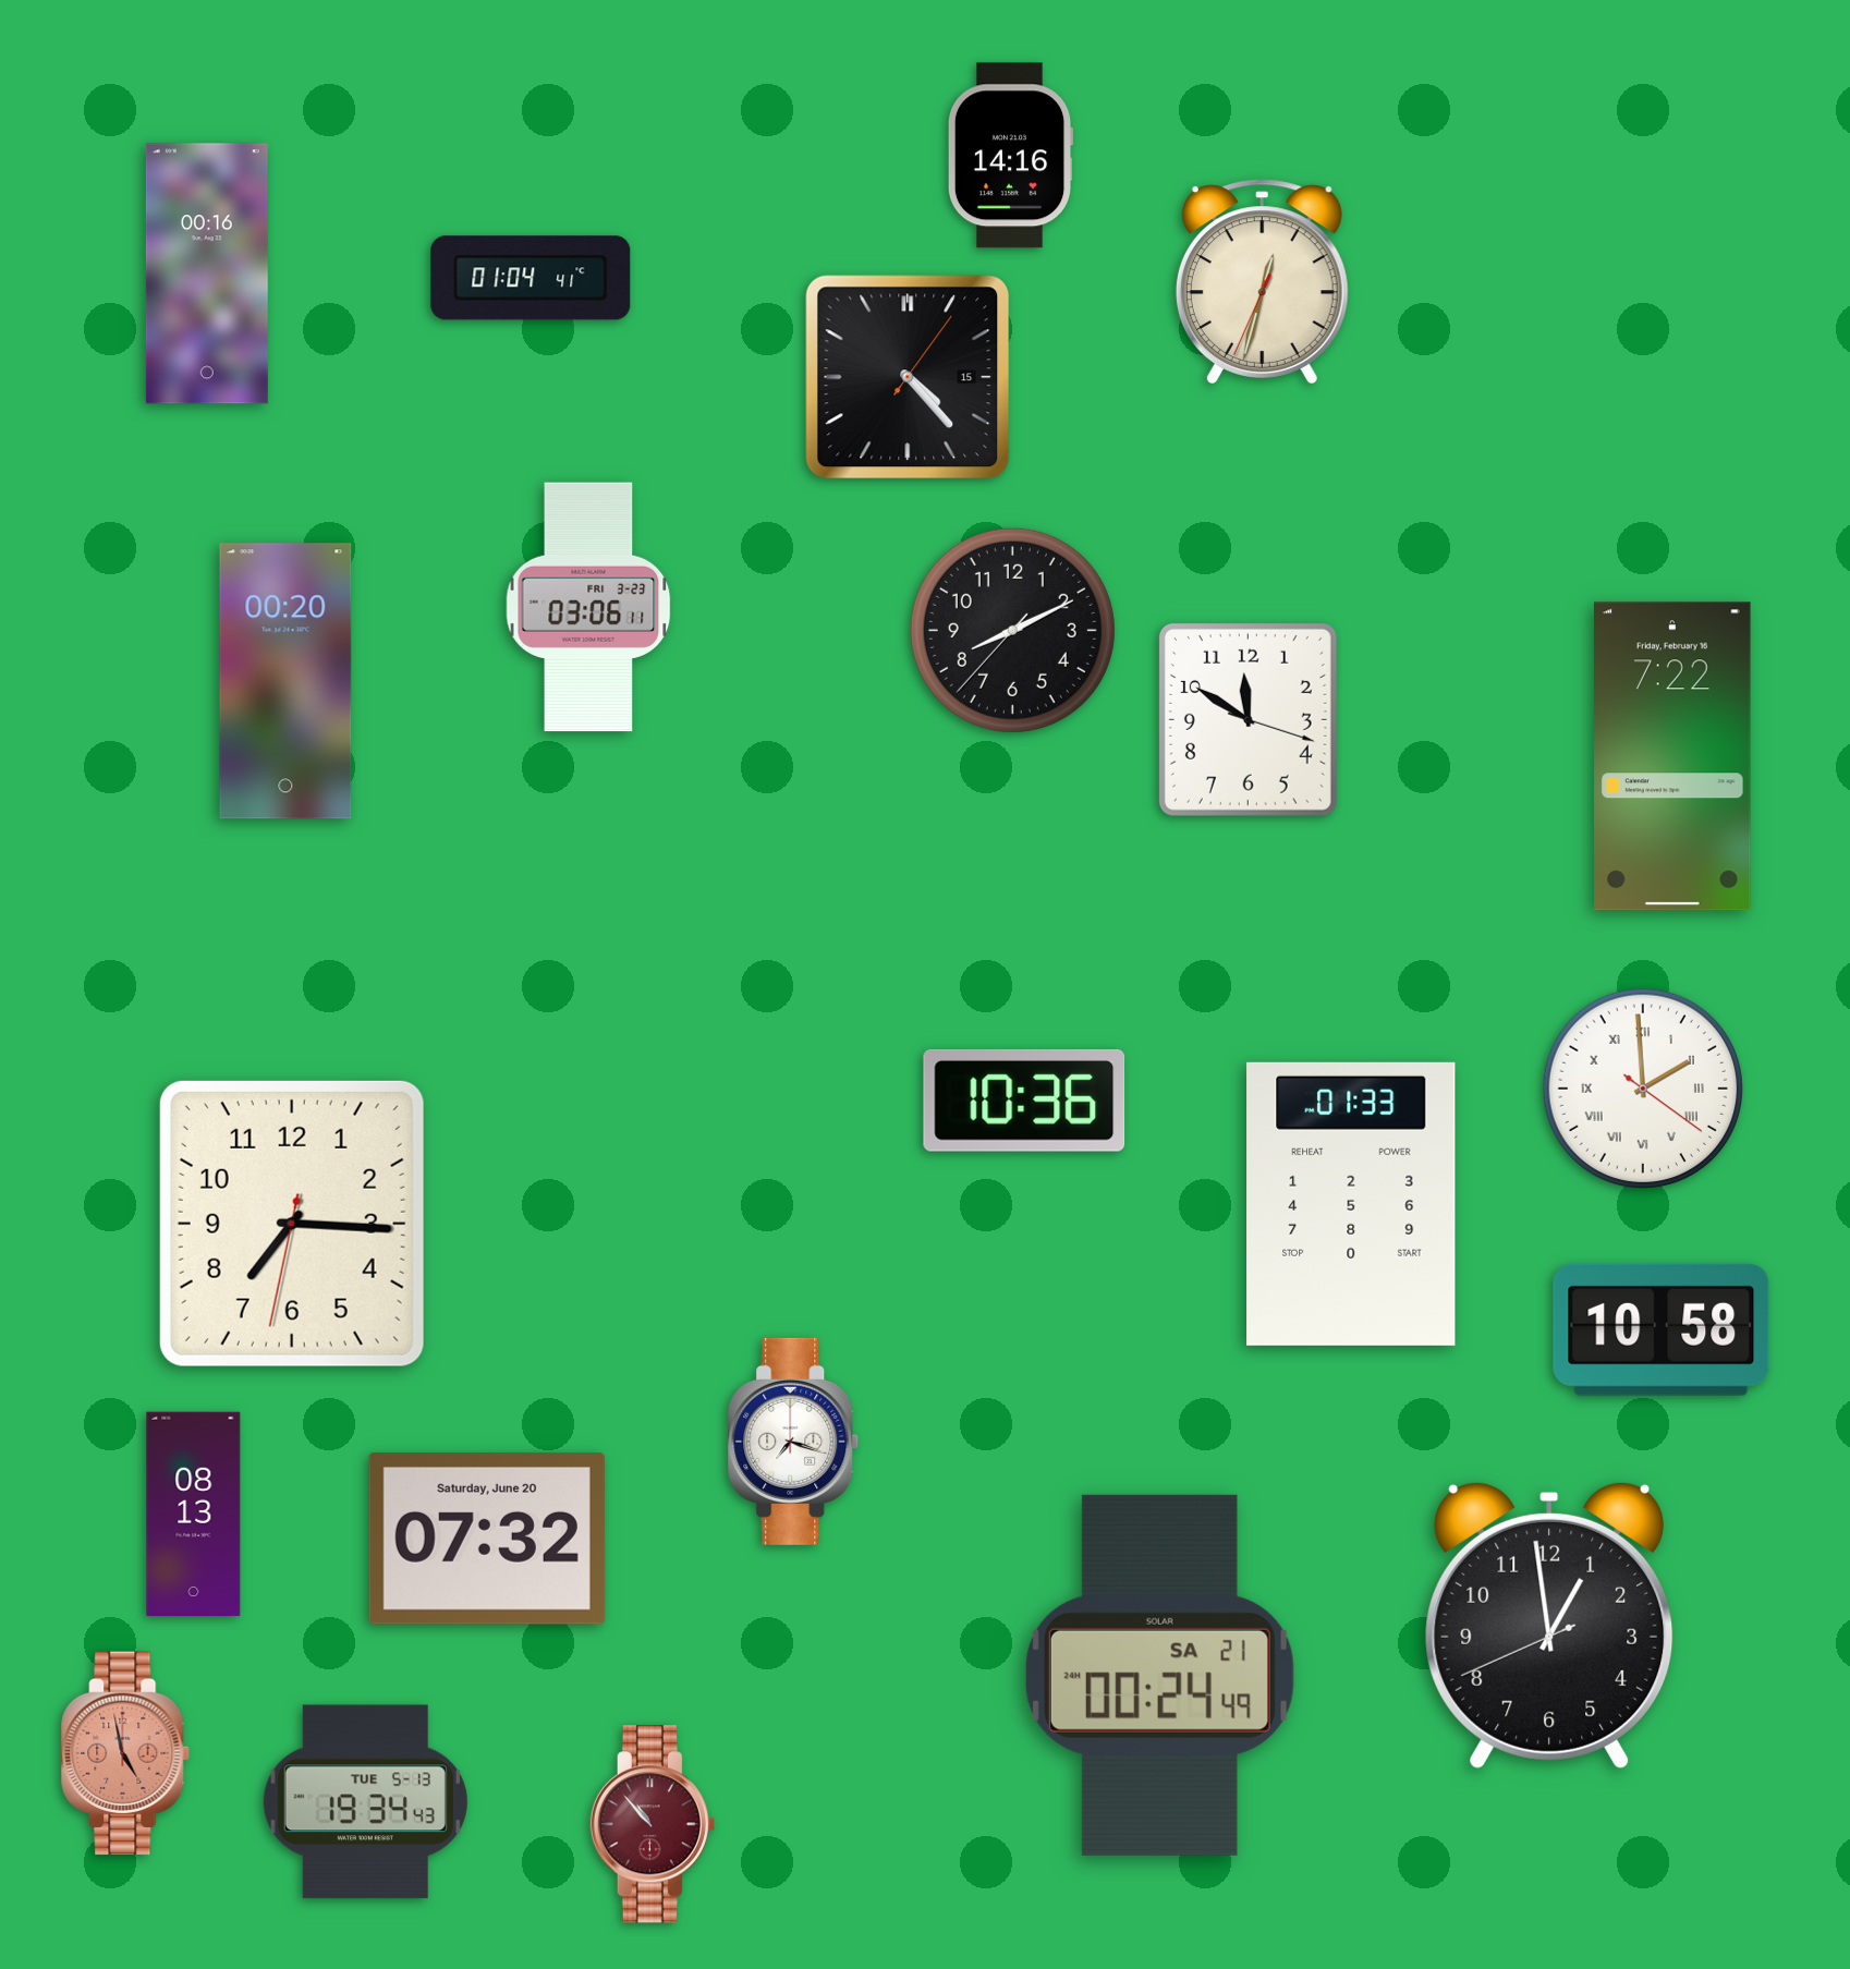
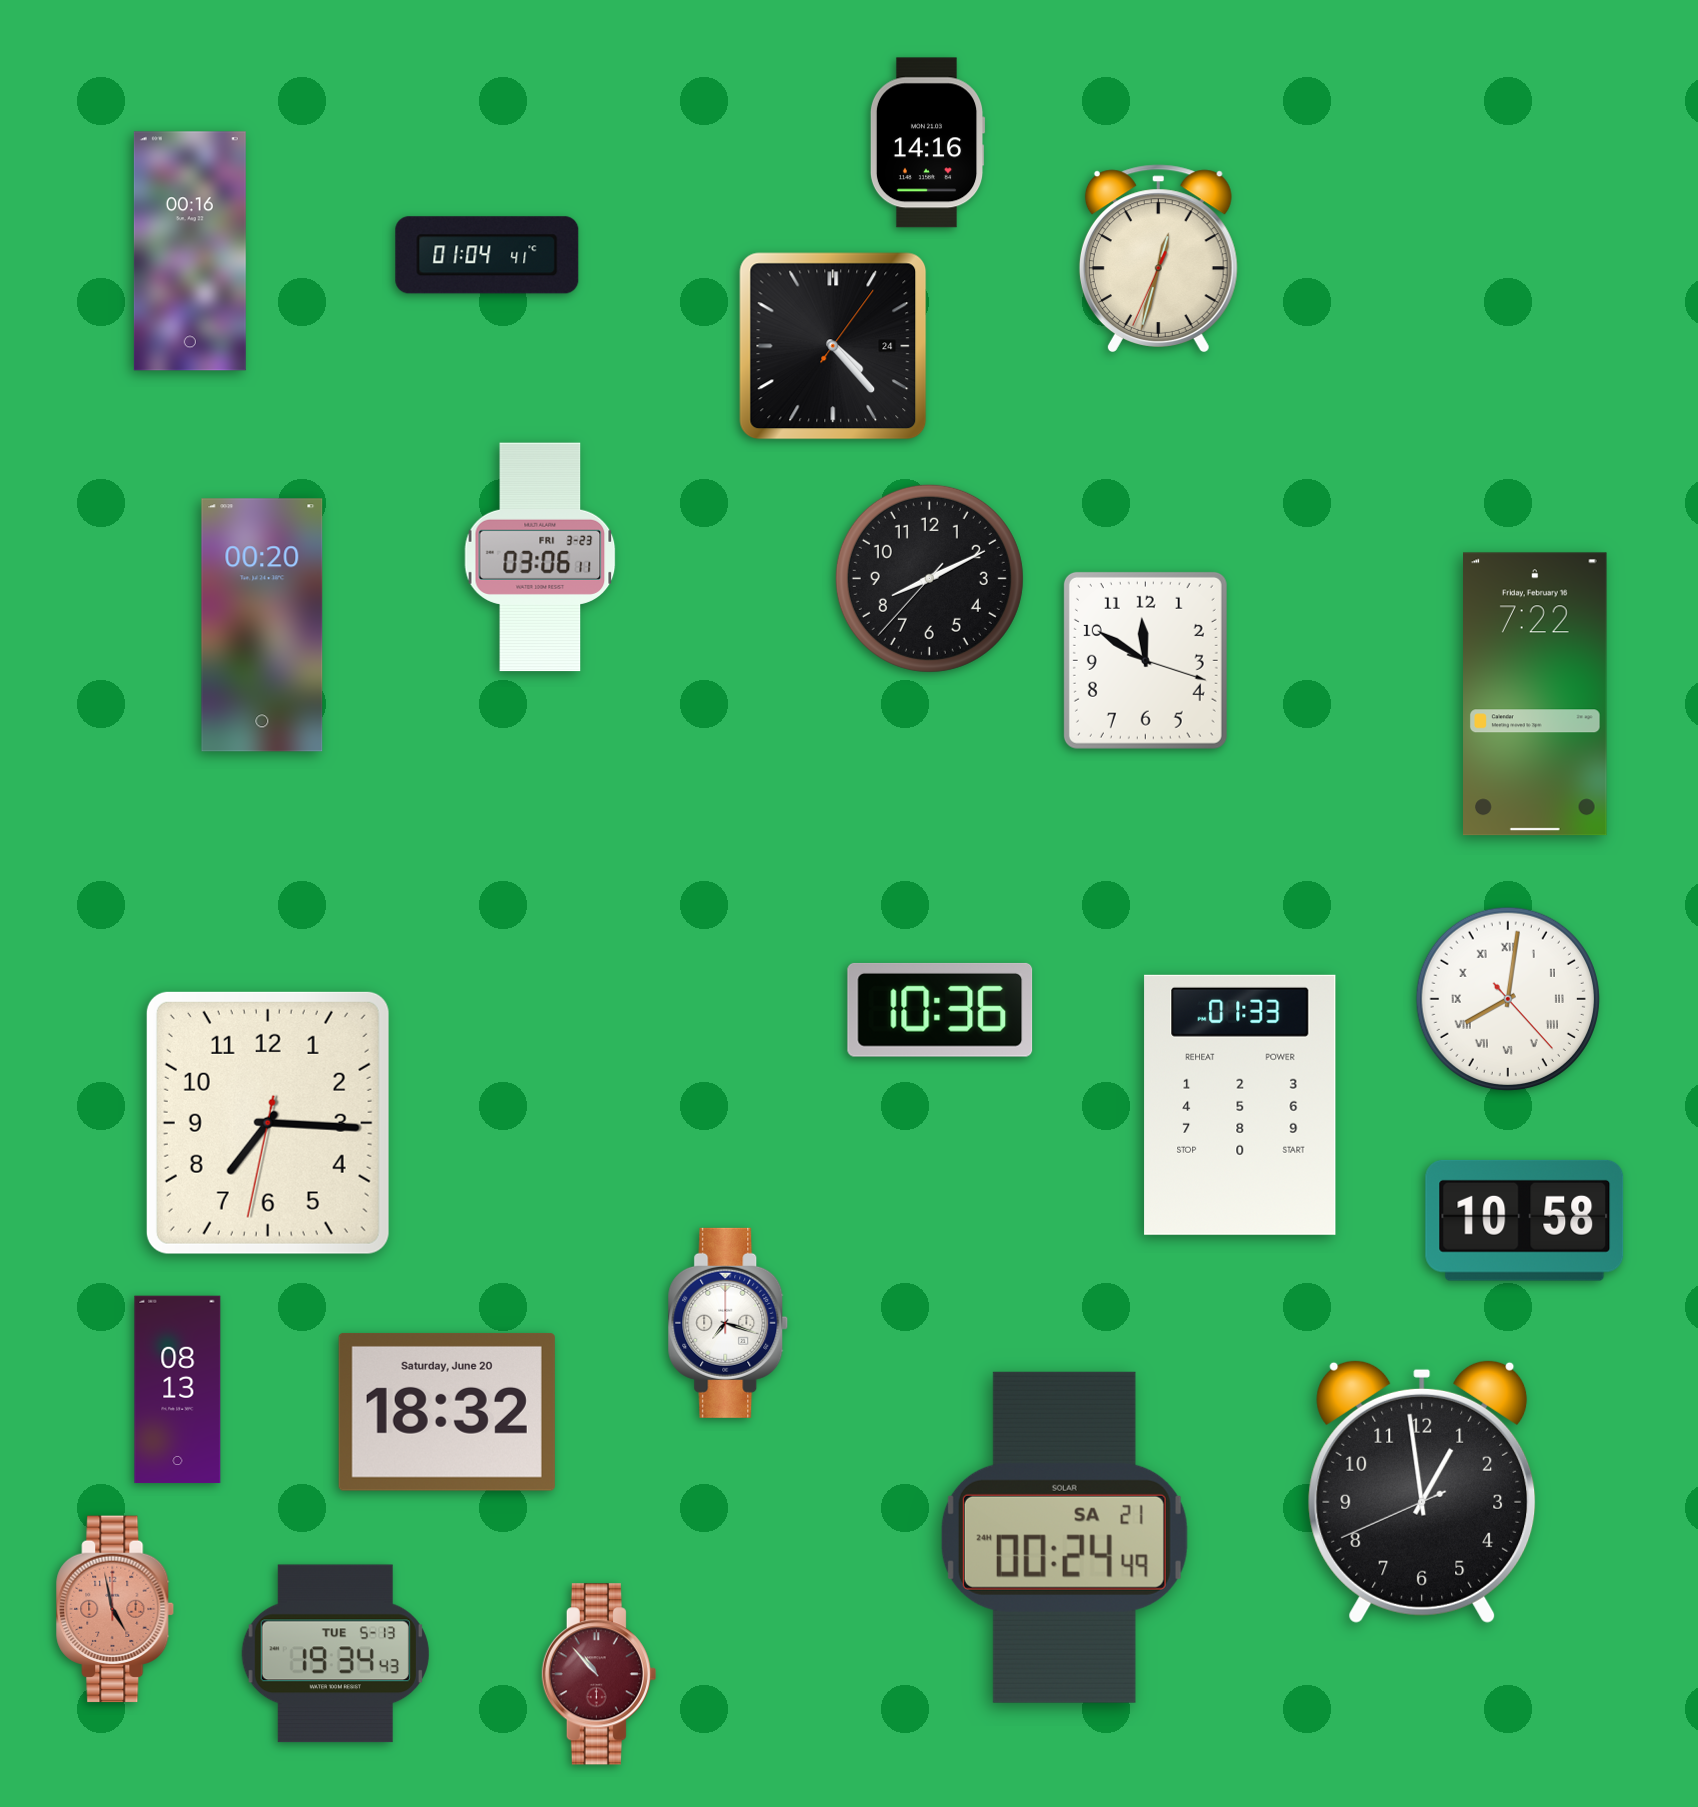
clock at (908, 377) date: 15 -> 24
clock at (1643, 1089): 1:59 -> 8:01
clock at (487, 1539): 07:32 -> 18:32
